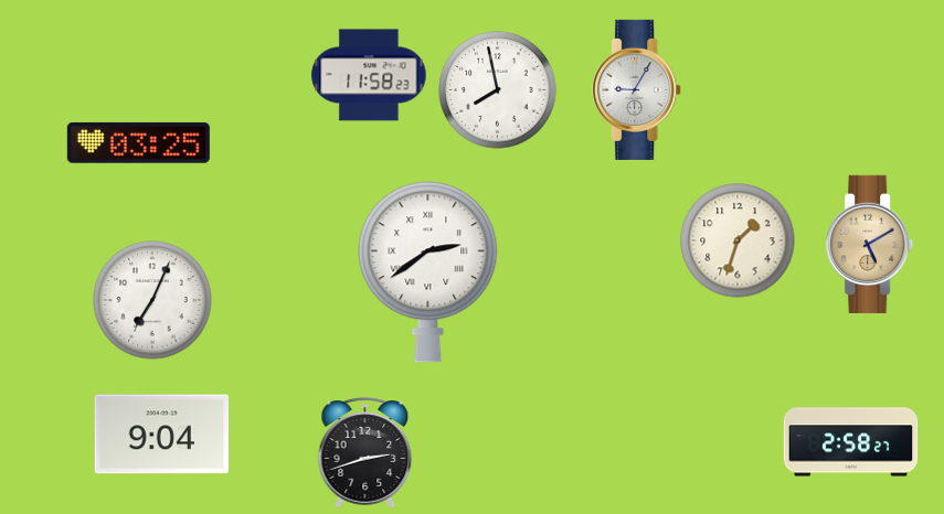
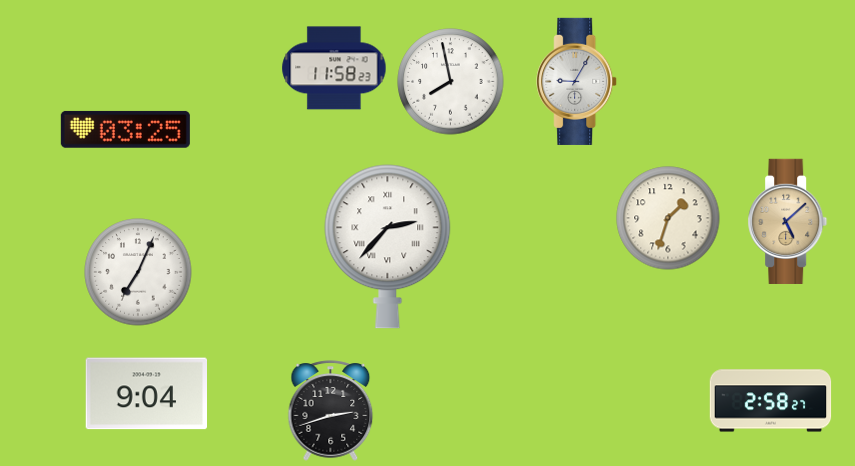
clock at (870, 244): 5:10 -> 5:08
clock at (428, 272): 2:39 -> 2:37
